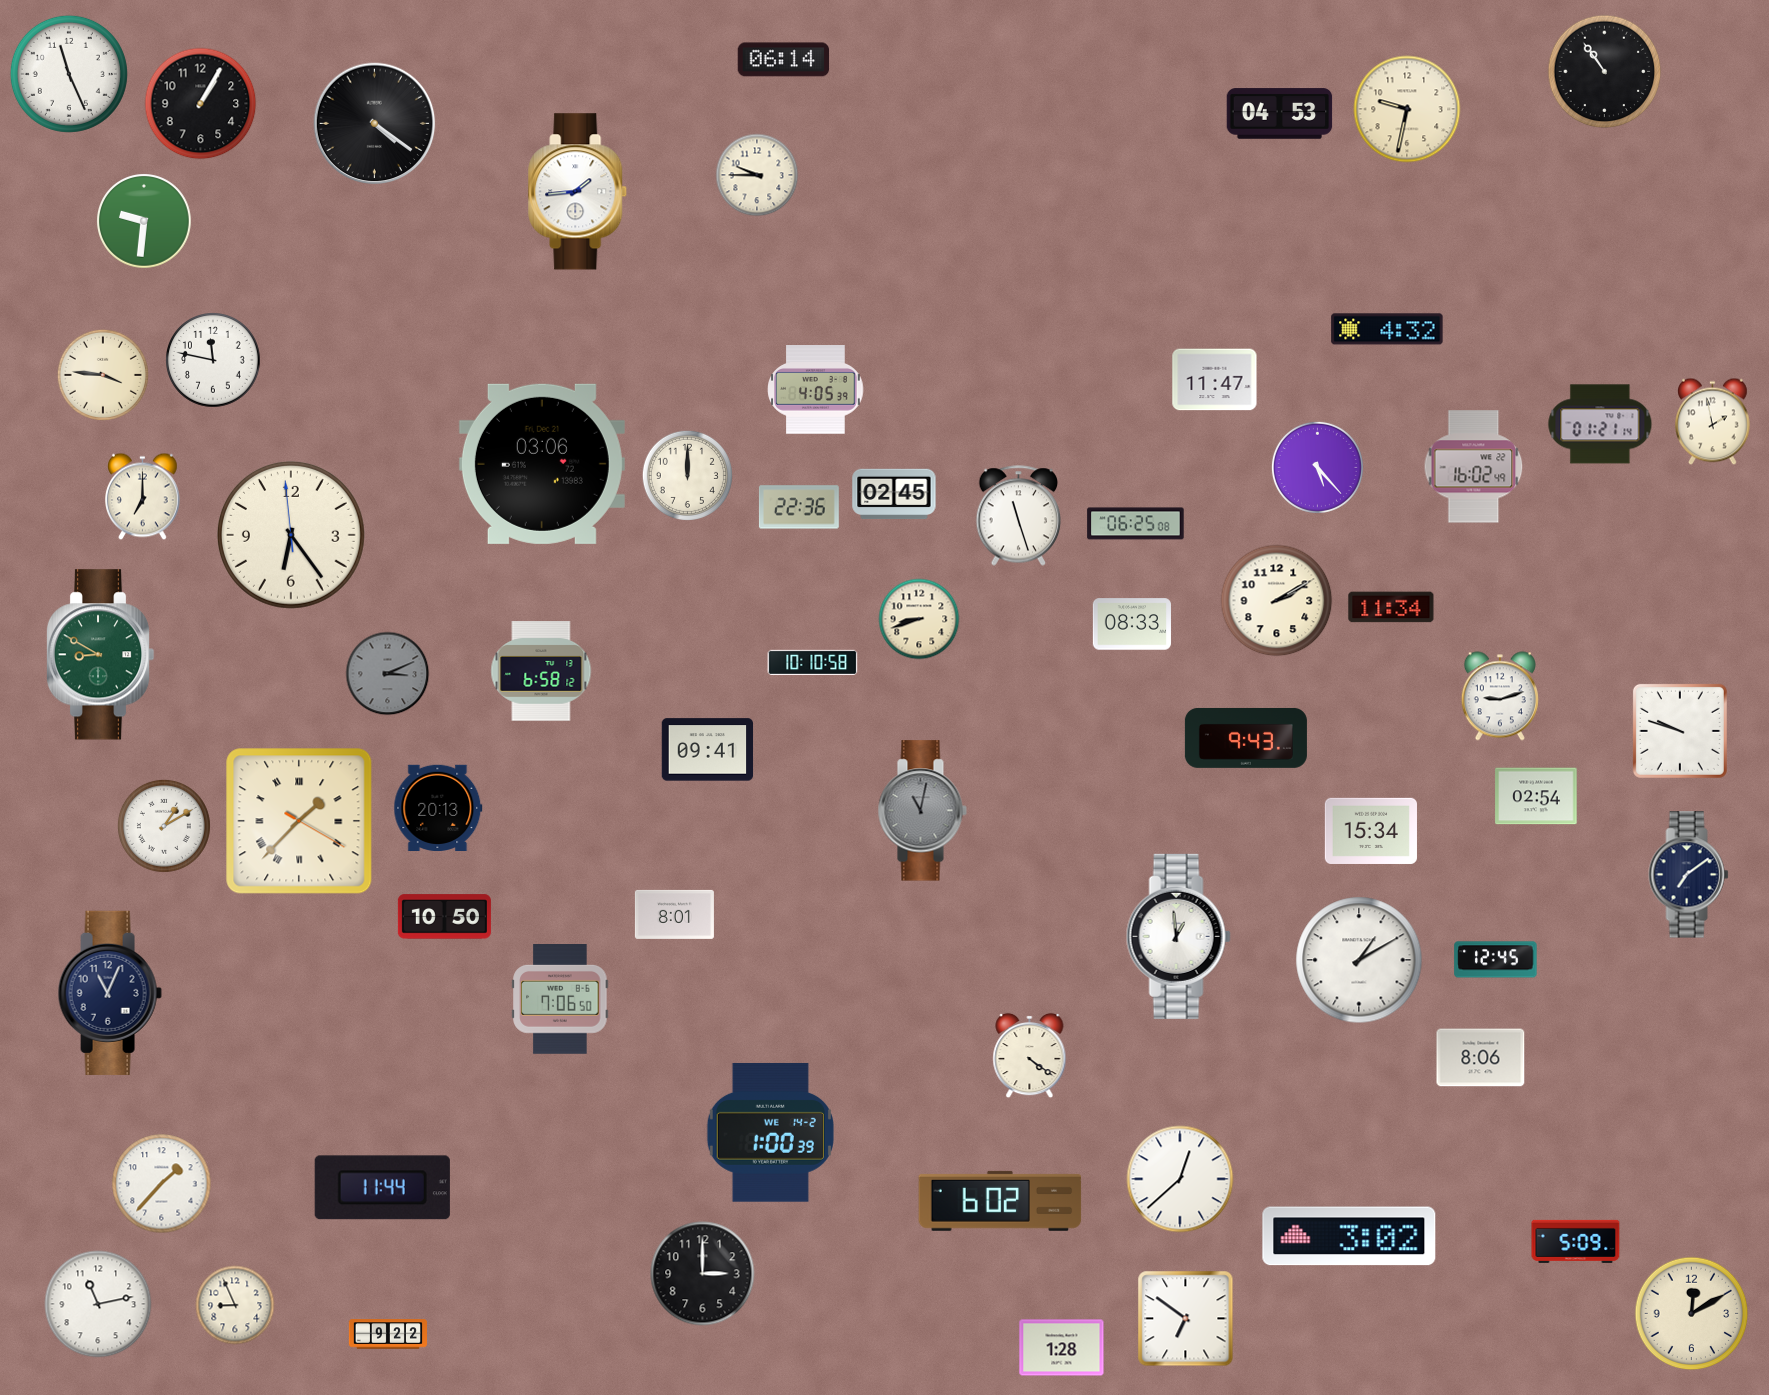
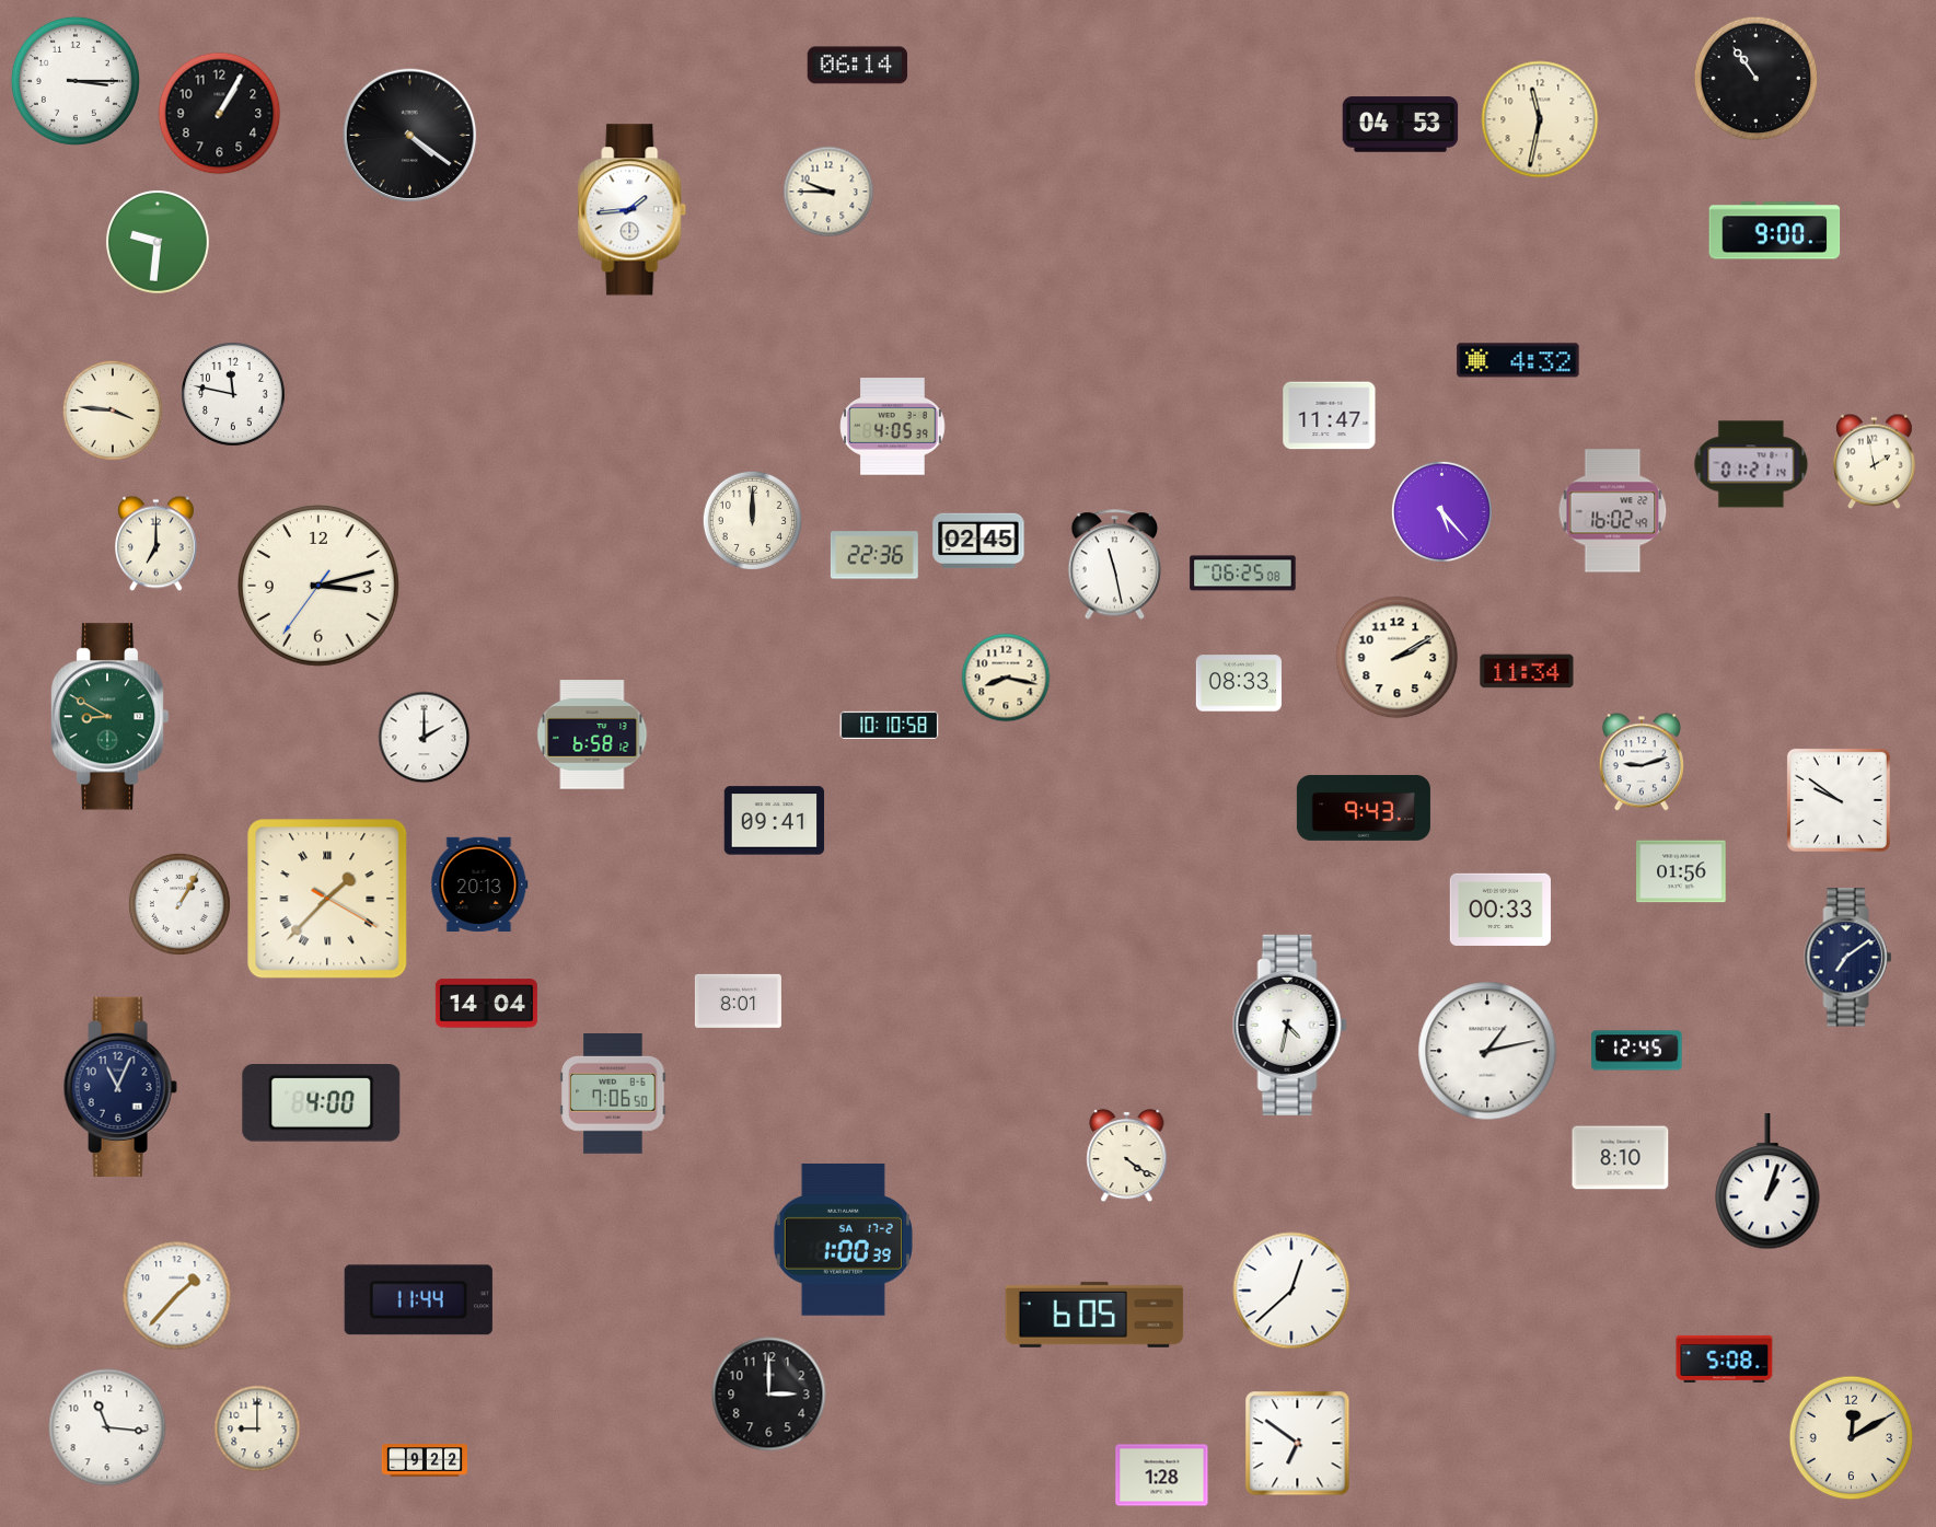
clock at (69, 74): 11:26 -> 3:15
clock at (1407, 109): 9:32 -> 11:32
clock at (1775, 231): none -> 9:00
clock at (542, 464): 03:06 -> none
clock at (1019, 516): 11:27 -> 11:28
clock at (291, 535): 6:23 -> 3:12
clock at (1391, 607) position: (1391, 607) -> (1527, 671)
clock at (919, 619): 8:42 -> 8:17
clock at (388, 674): 3:11 -> 2:00
clock at (388, 674) dial: grey -> white
clock at (1680, 731): 9:48 -> 9:51
clock at (1536, 796): 02:54 -> 01:56
clock at (922, 811): 11:02 -> none
clock at (164, 826): 1:10 -> 1:05
clock at (1370, 831): 15:34 -> 00:33
clock at (444, 917): 10:50 -> 14:04
clock at (1178, 936): 12:59 -> 4:32
clock at (1359, 960): 1:10 -> 1:13
clock at (322, 1103): none -> 4:00
clock at (1481, 1058): 8:06 -> 8:10
clock at (1767, 1181): none -> 1:03
clock at (770, 1132) date: WE 14-2 -> SA 17-2
clock at (1000, 1201): 6:02 -> 6:05
clock at (1349, 1236): 3:02 -> none
clock at (1576, 1241): 5:09 -> 5:08
clock at (98, 1304): 11:13 -> 11:16
clock at (235, 1305): 8:56 -> 9:00
